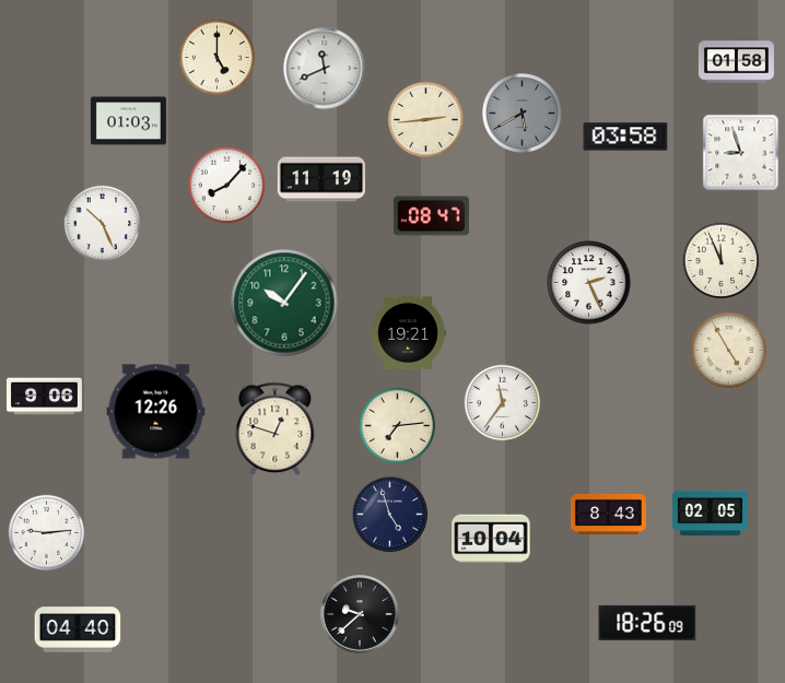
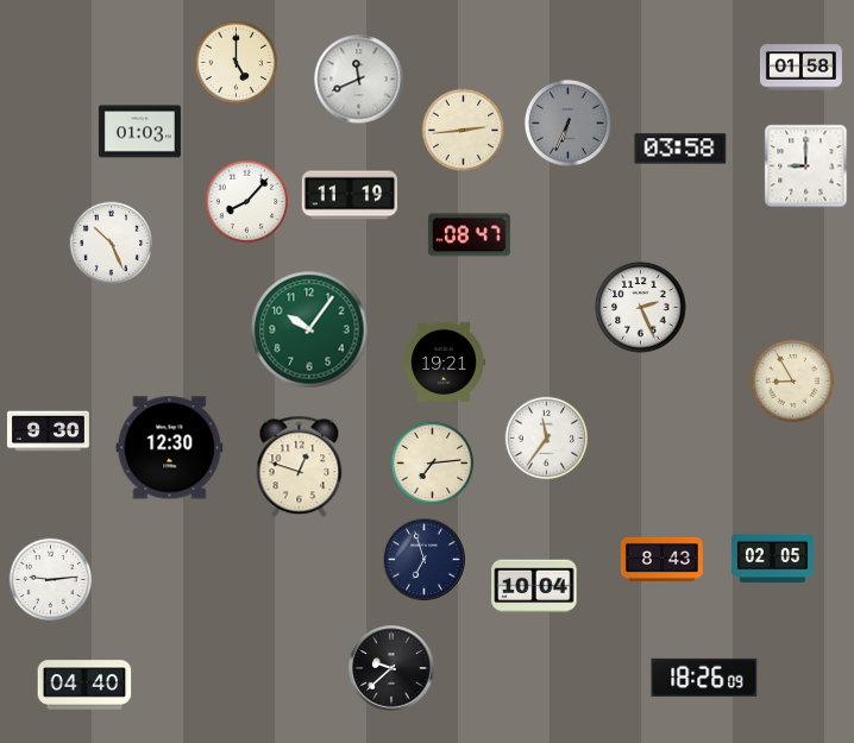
clock at (325, 69) position: (325, 69) -> (359, 80)
clock at (522, 113): 5:40 -> 6:34
clock at (741, 153): 8:57 -> 9:00
clock at (722, 261): 11:56 -> none
clock at (729, 351): 4:55 -> 8:55
clock at (44, 397): 9:06 -> 9:30
clock at (156, 412): 12:26 -> 12:30
clock at (390, 515): 4:57 -> 6:57
